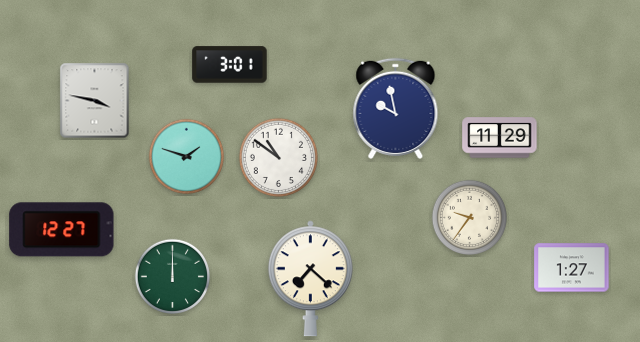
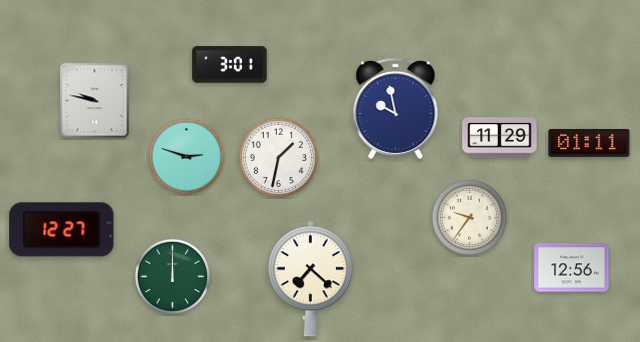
clock at (95, 101): 3:47 -> 9:47
clock at (589, 143): none -> 01:11
clock at (186, 156): 1:48 -> 2:48
clock at (278, 157): 10:51 -> 1:32
clock at (572, 268): 1:27 -> 12:56
